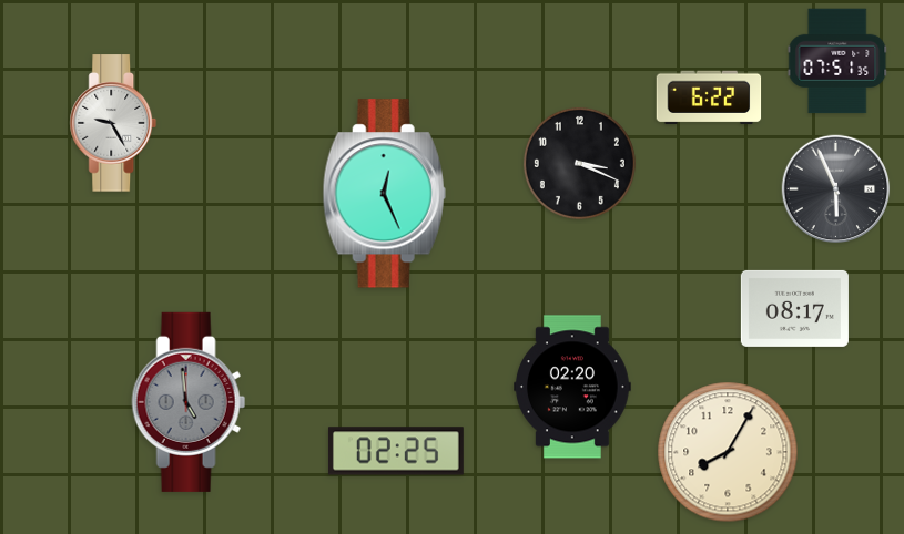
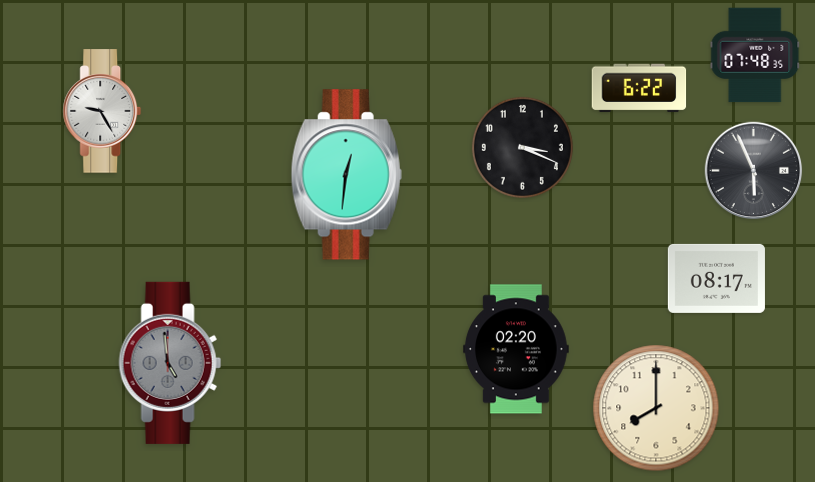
clock at (837, 61): 07:51 -> 07:48
clock at (384, 194): 12:26 -> 12:31
clock at (396, 451): 02:25 -> none
clock at (728, 452): 8:05 -> 8:00
